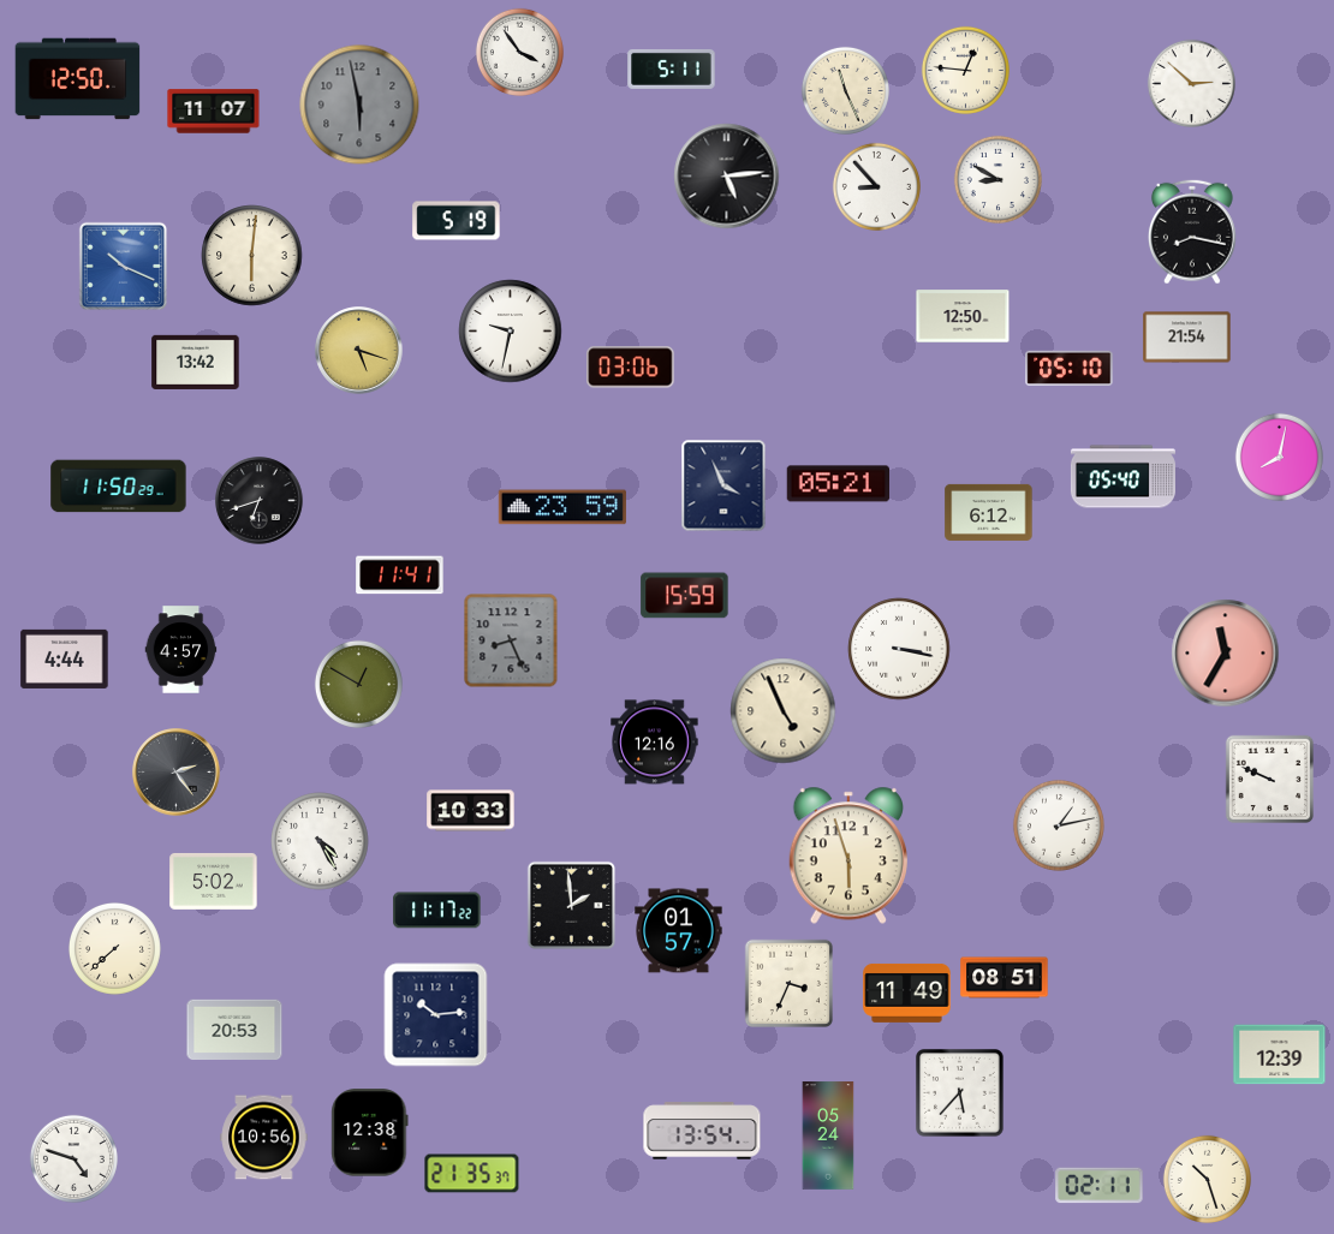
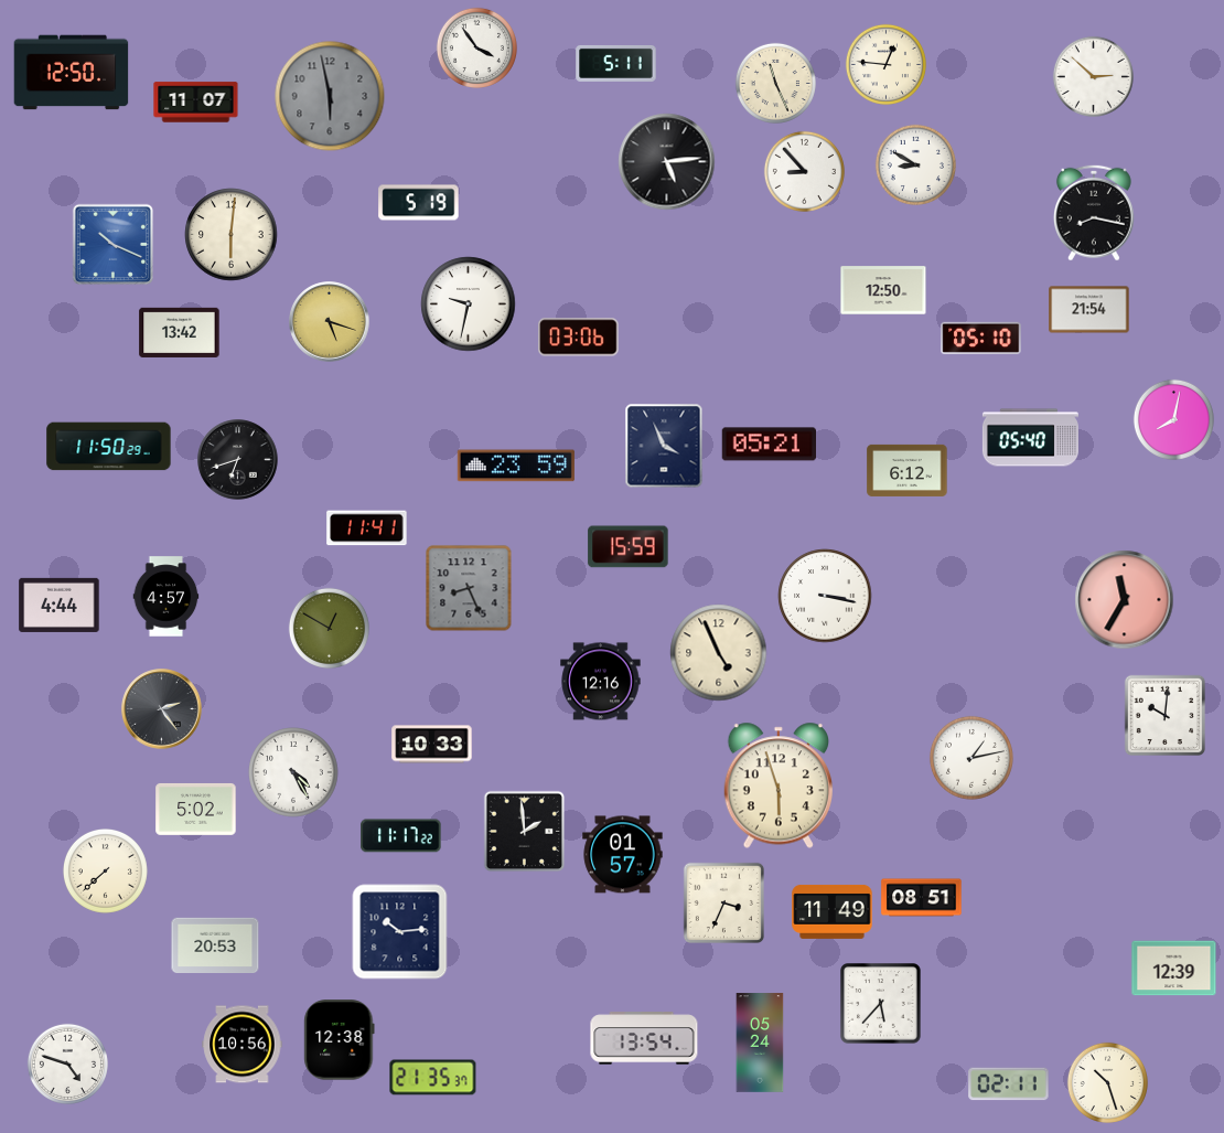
clock at (1269, 779): 9:49 -> 10:01
clock at (1100, 1186) position: (1100, 1186) -> (1009, 1084)
